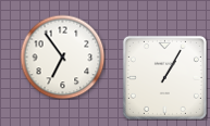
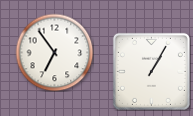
clock at (62, 56) position: (62, 56) -> (54, 52)
